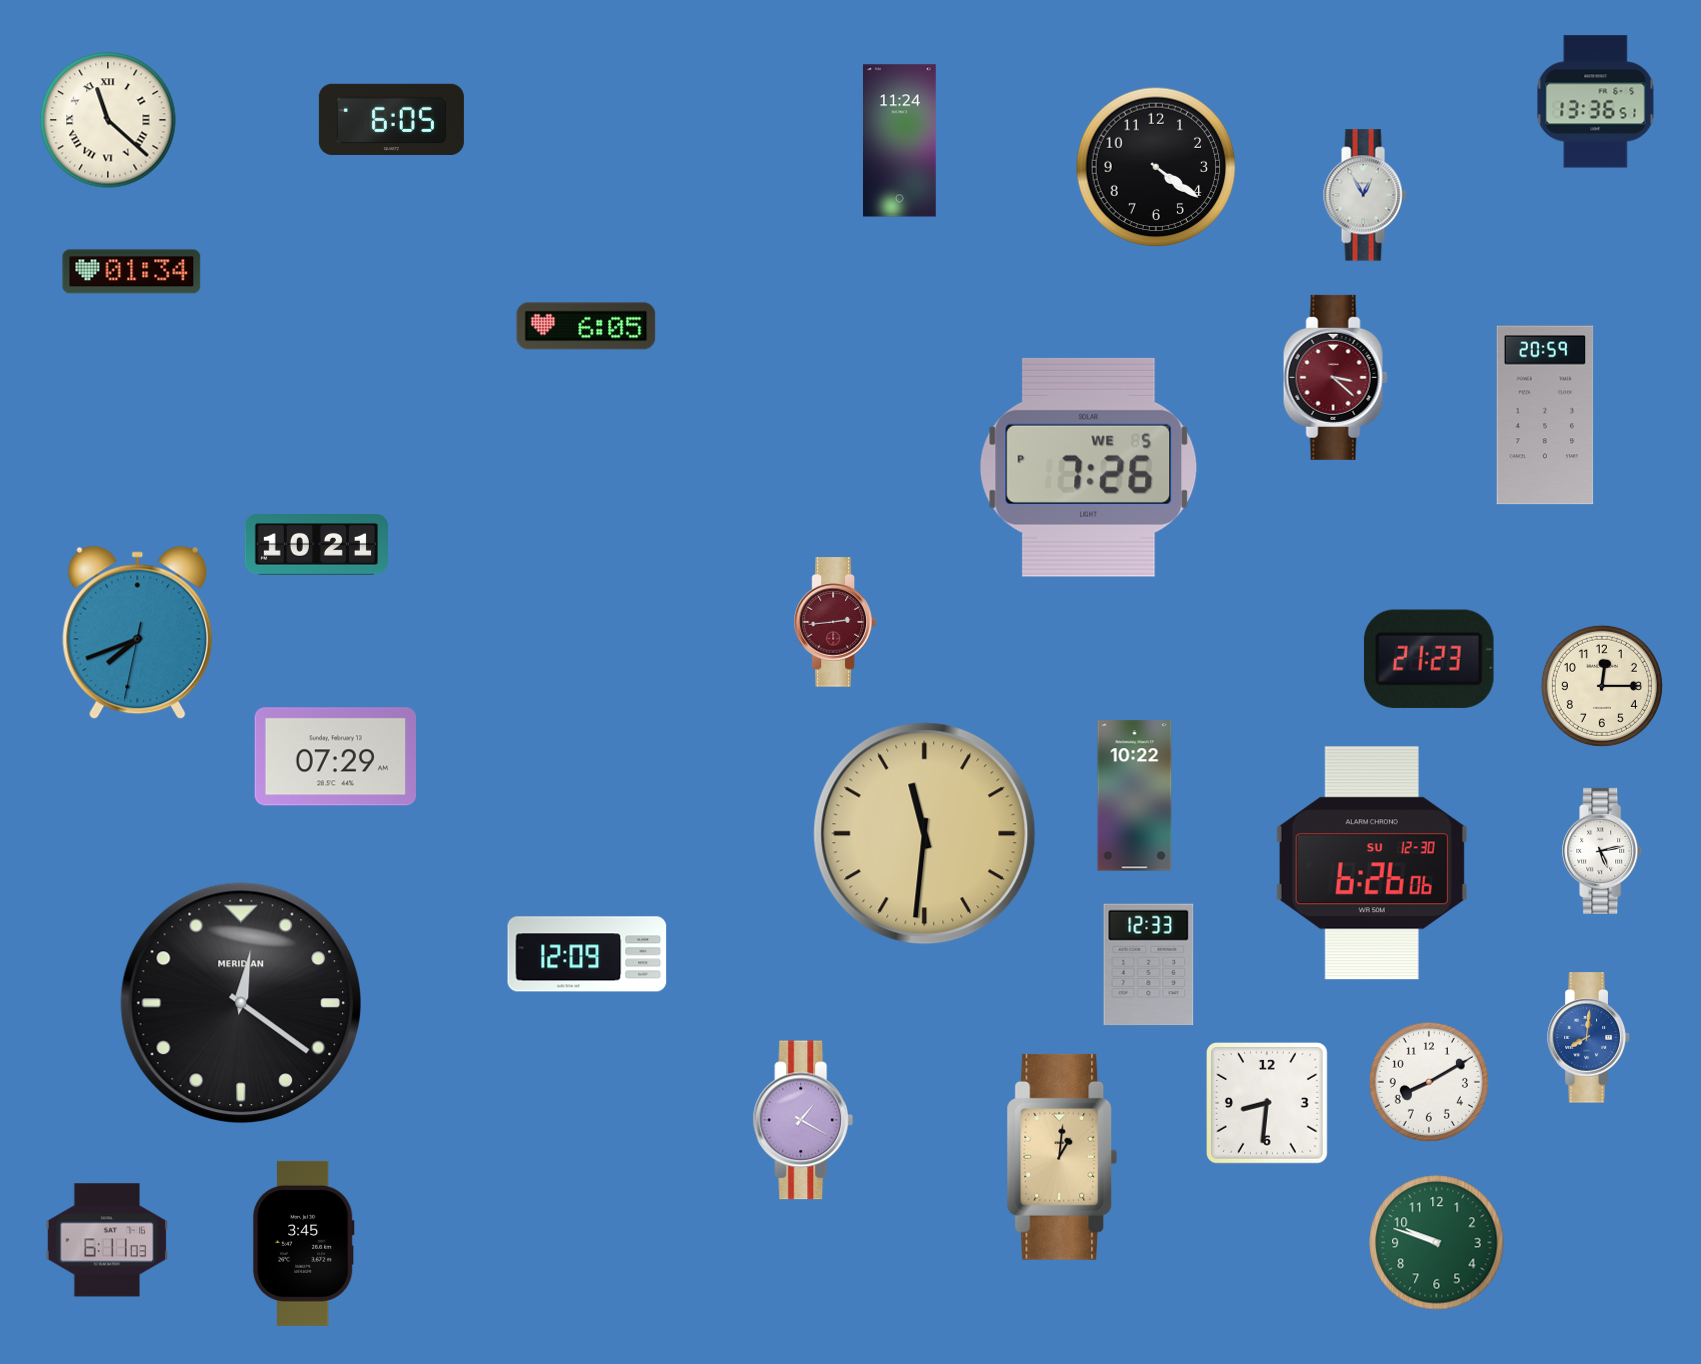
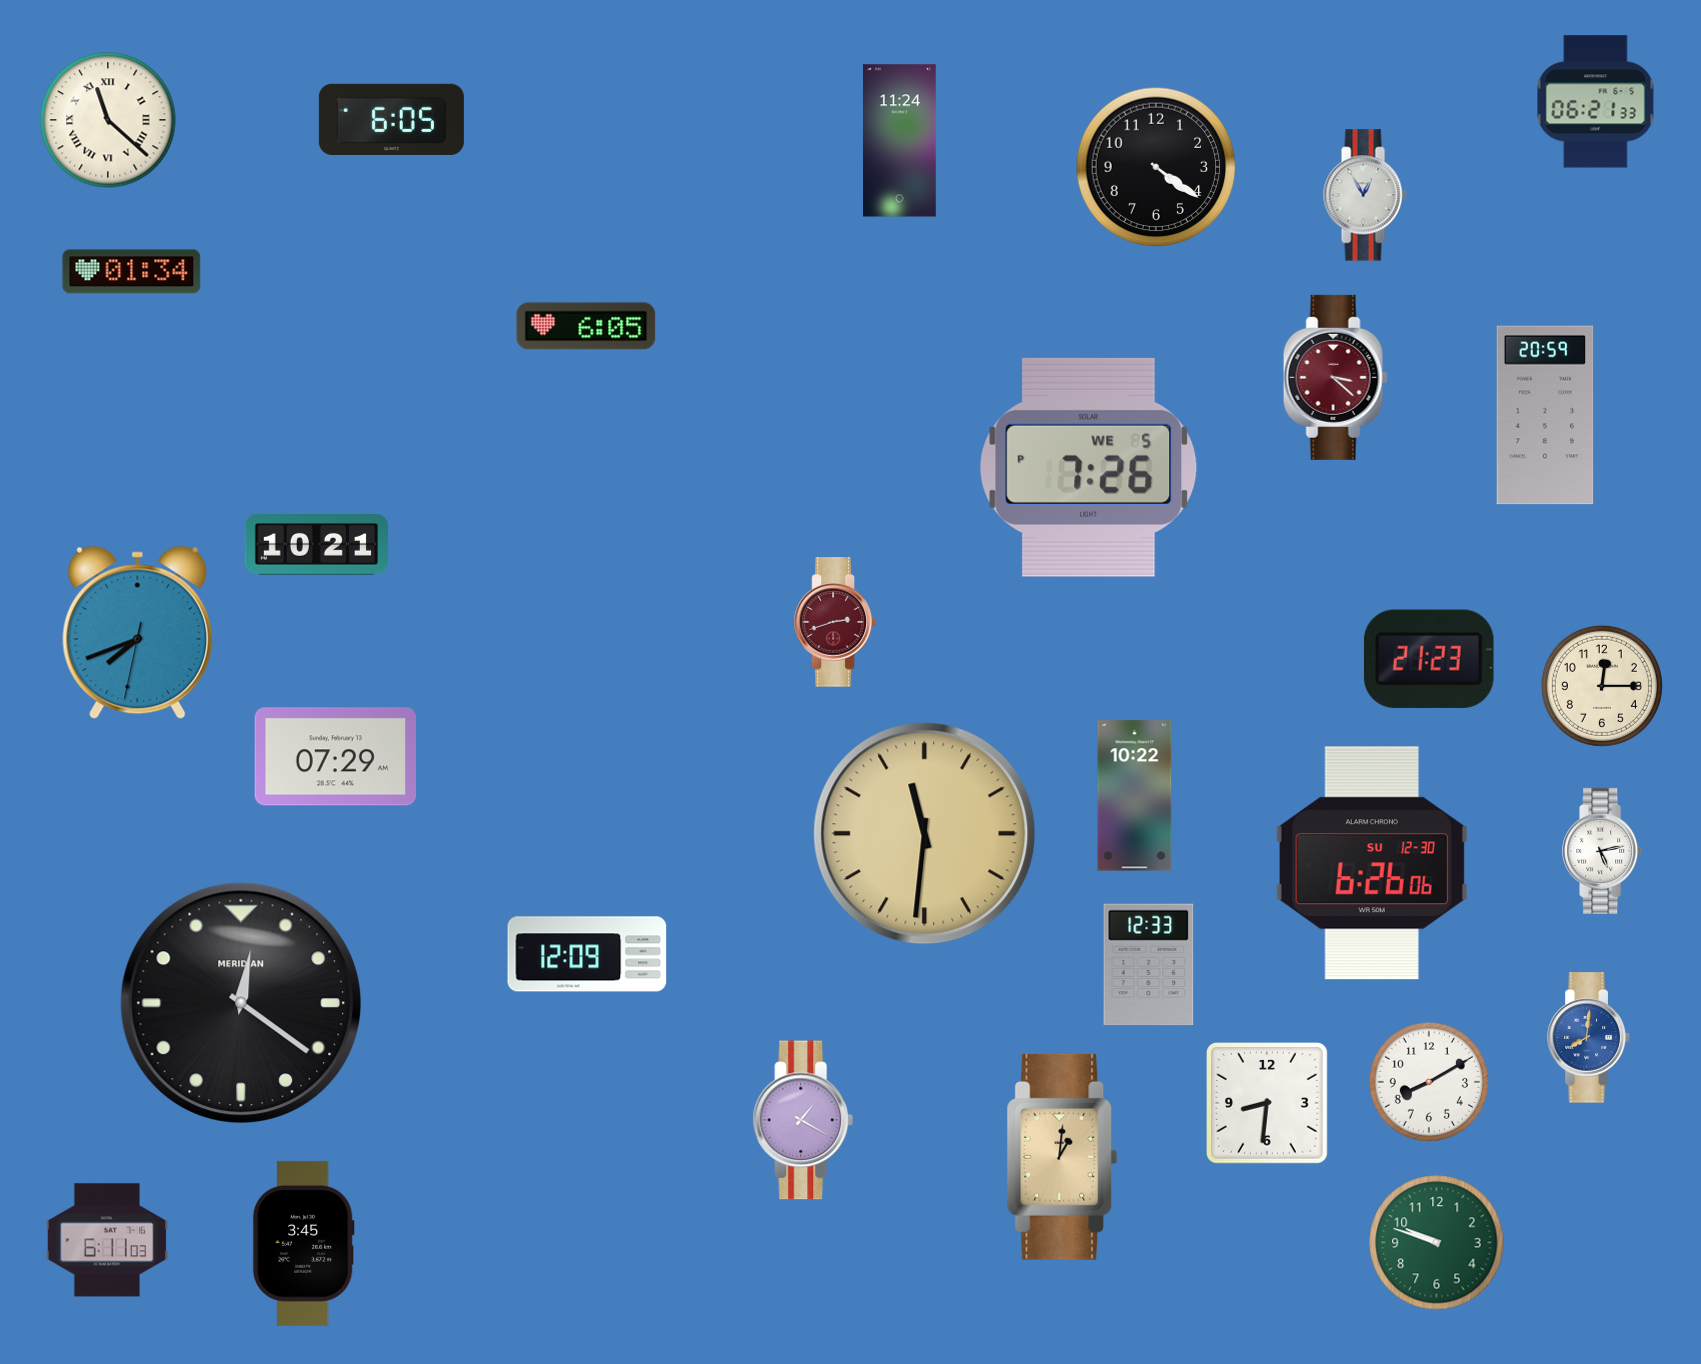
clock at (1596, 102): 13:36 -> 06:21
clock at (835, 622): 2:44 -> 2:42
